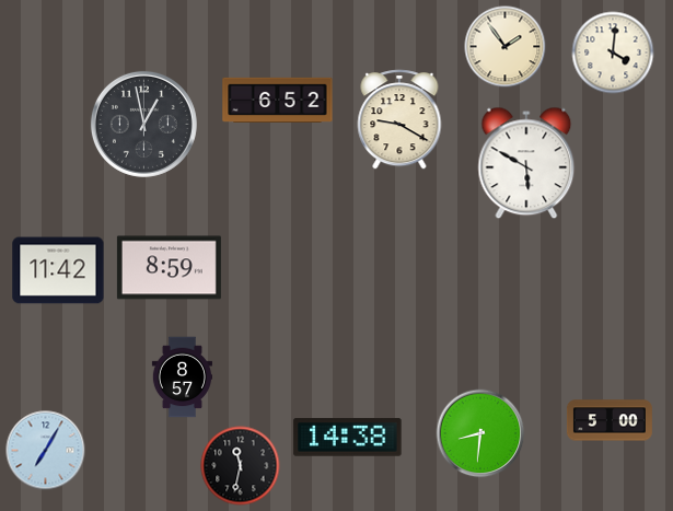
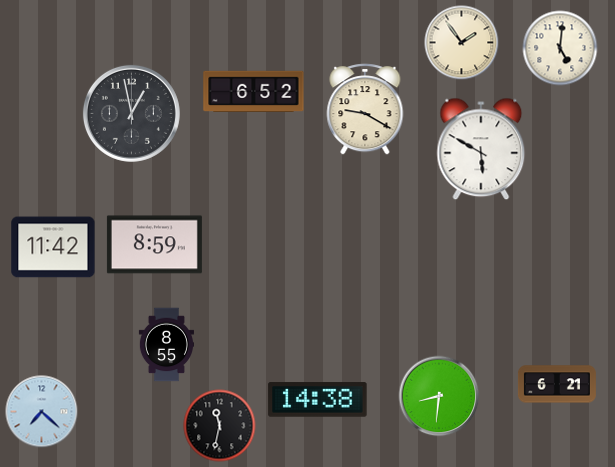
clock at (613, 53): 4:01 -> 5:01
clock at (182, 378): 8:57 -> 8:55
clock at (610, 420): 5:00 -> 6:21
clock at (46, 451): 7:05 -> 7:22
